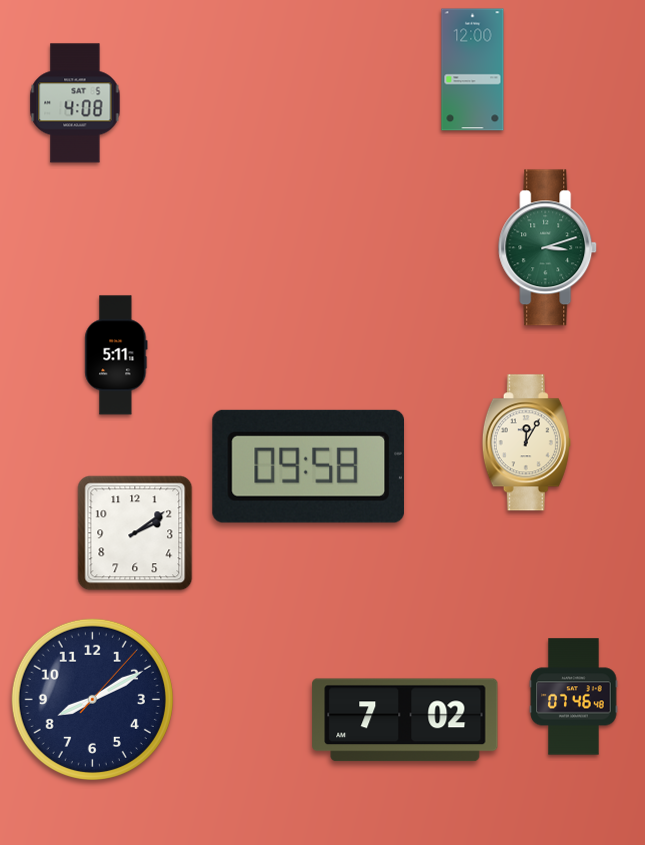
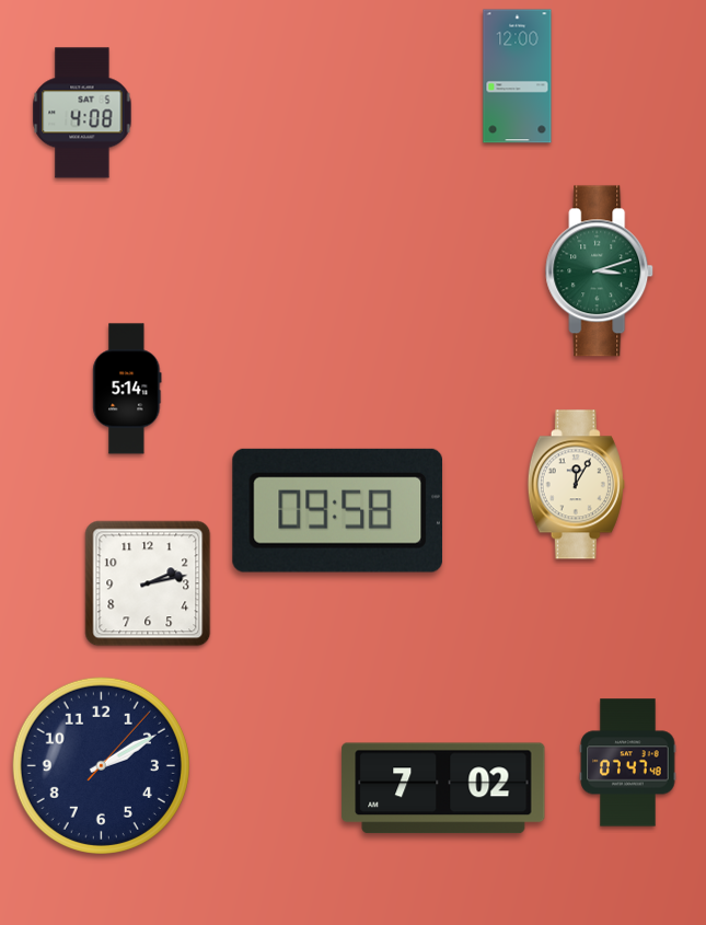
clock at (116, 355): 5:11 -> 5:14
clock at (135, 533): 2:09 -> 2:13
clock at (574, 697): 07:46 -> 07:47
clock at (92, 699): 8:10 -> 2:10
